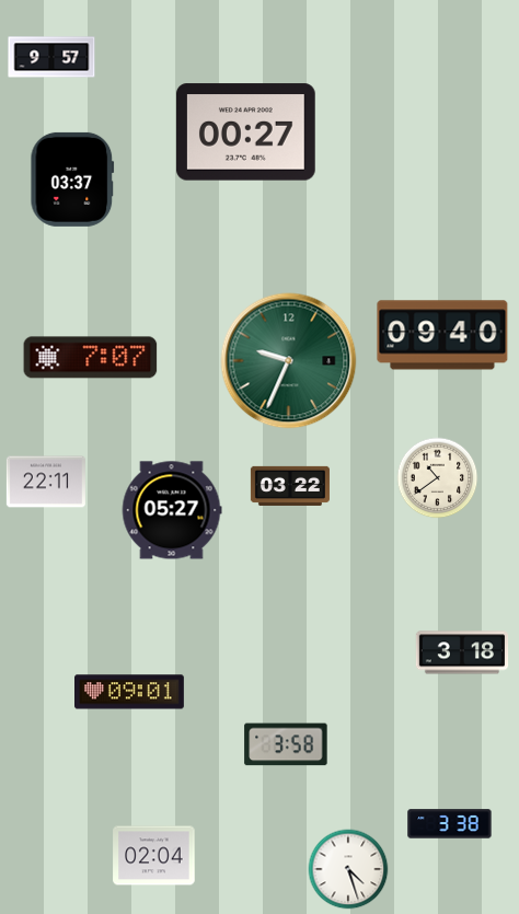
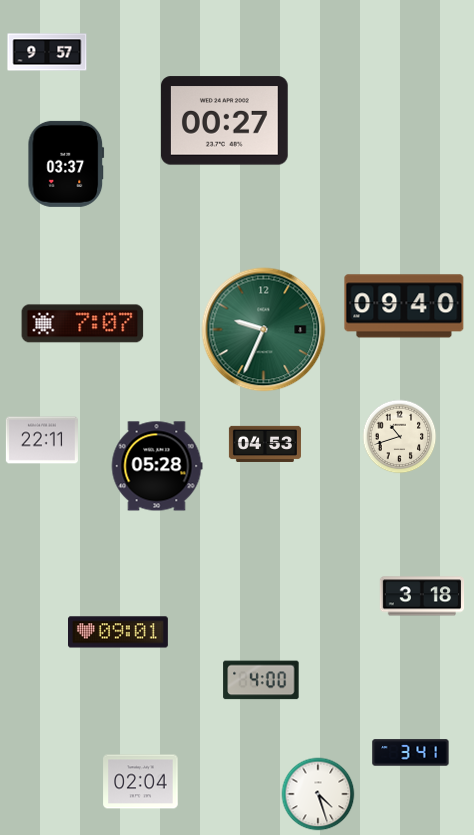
clock at (91, 358) position: (91, 358) -> (83, 324)
clock at (438, 478): 10:39 -> 10:42
clock at (290, 486): 03:22 -> 04:53
clock at (172, 510): 05:27 -> 05:28
clock at (286, 744): 3:58 -> 4:00
clock at (450, 824): 3:38 -> 3:41
